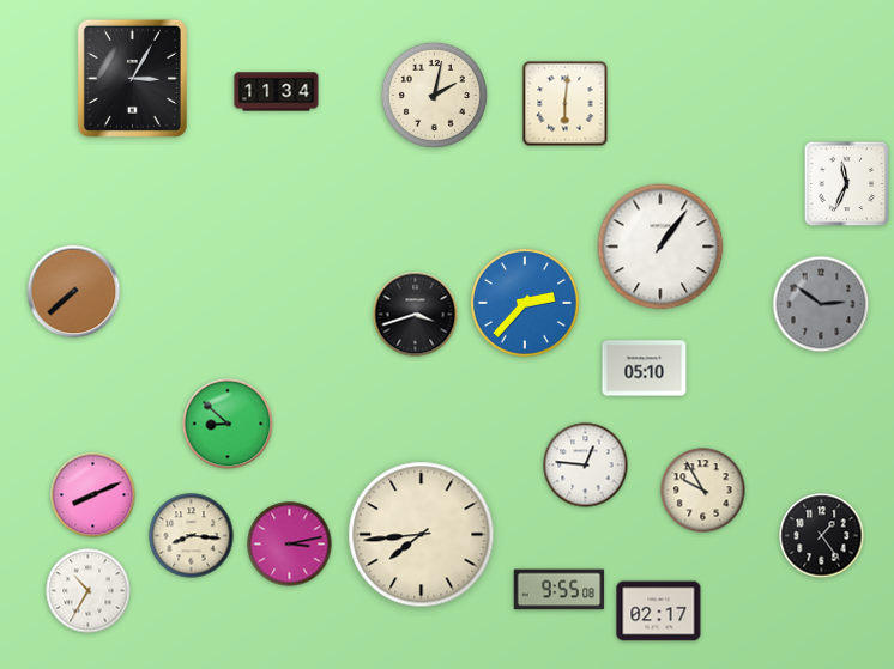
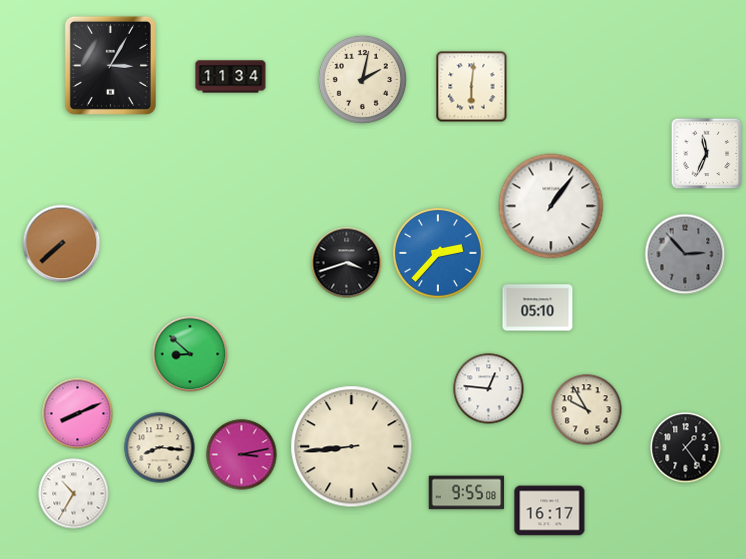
clock at (821, 304): 2:51 -> 2:53
clock at (422, 535): 7:44 -> 8:44
clock at (659, 612): 02:17 -> 16:17
